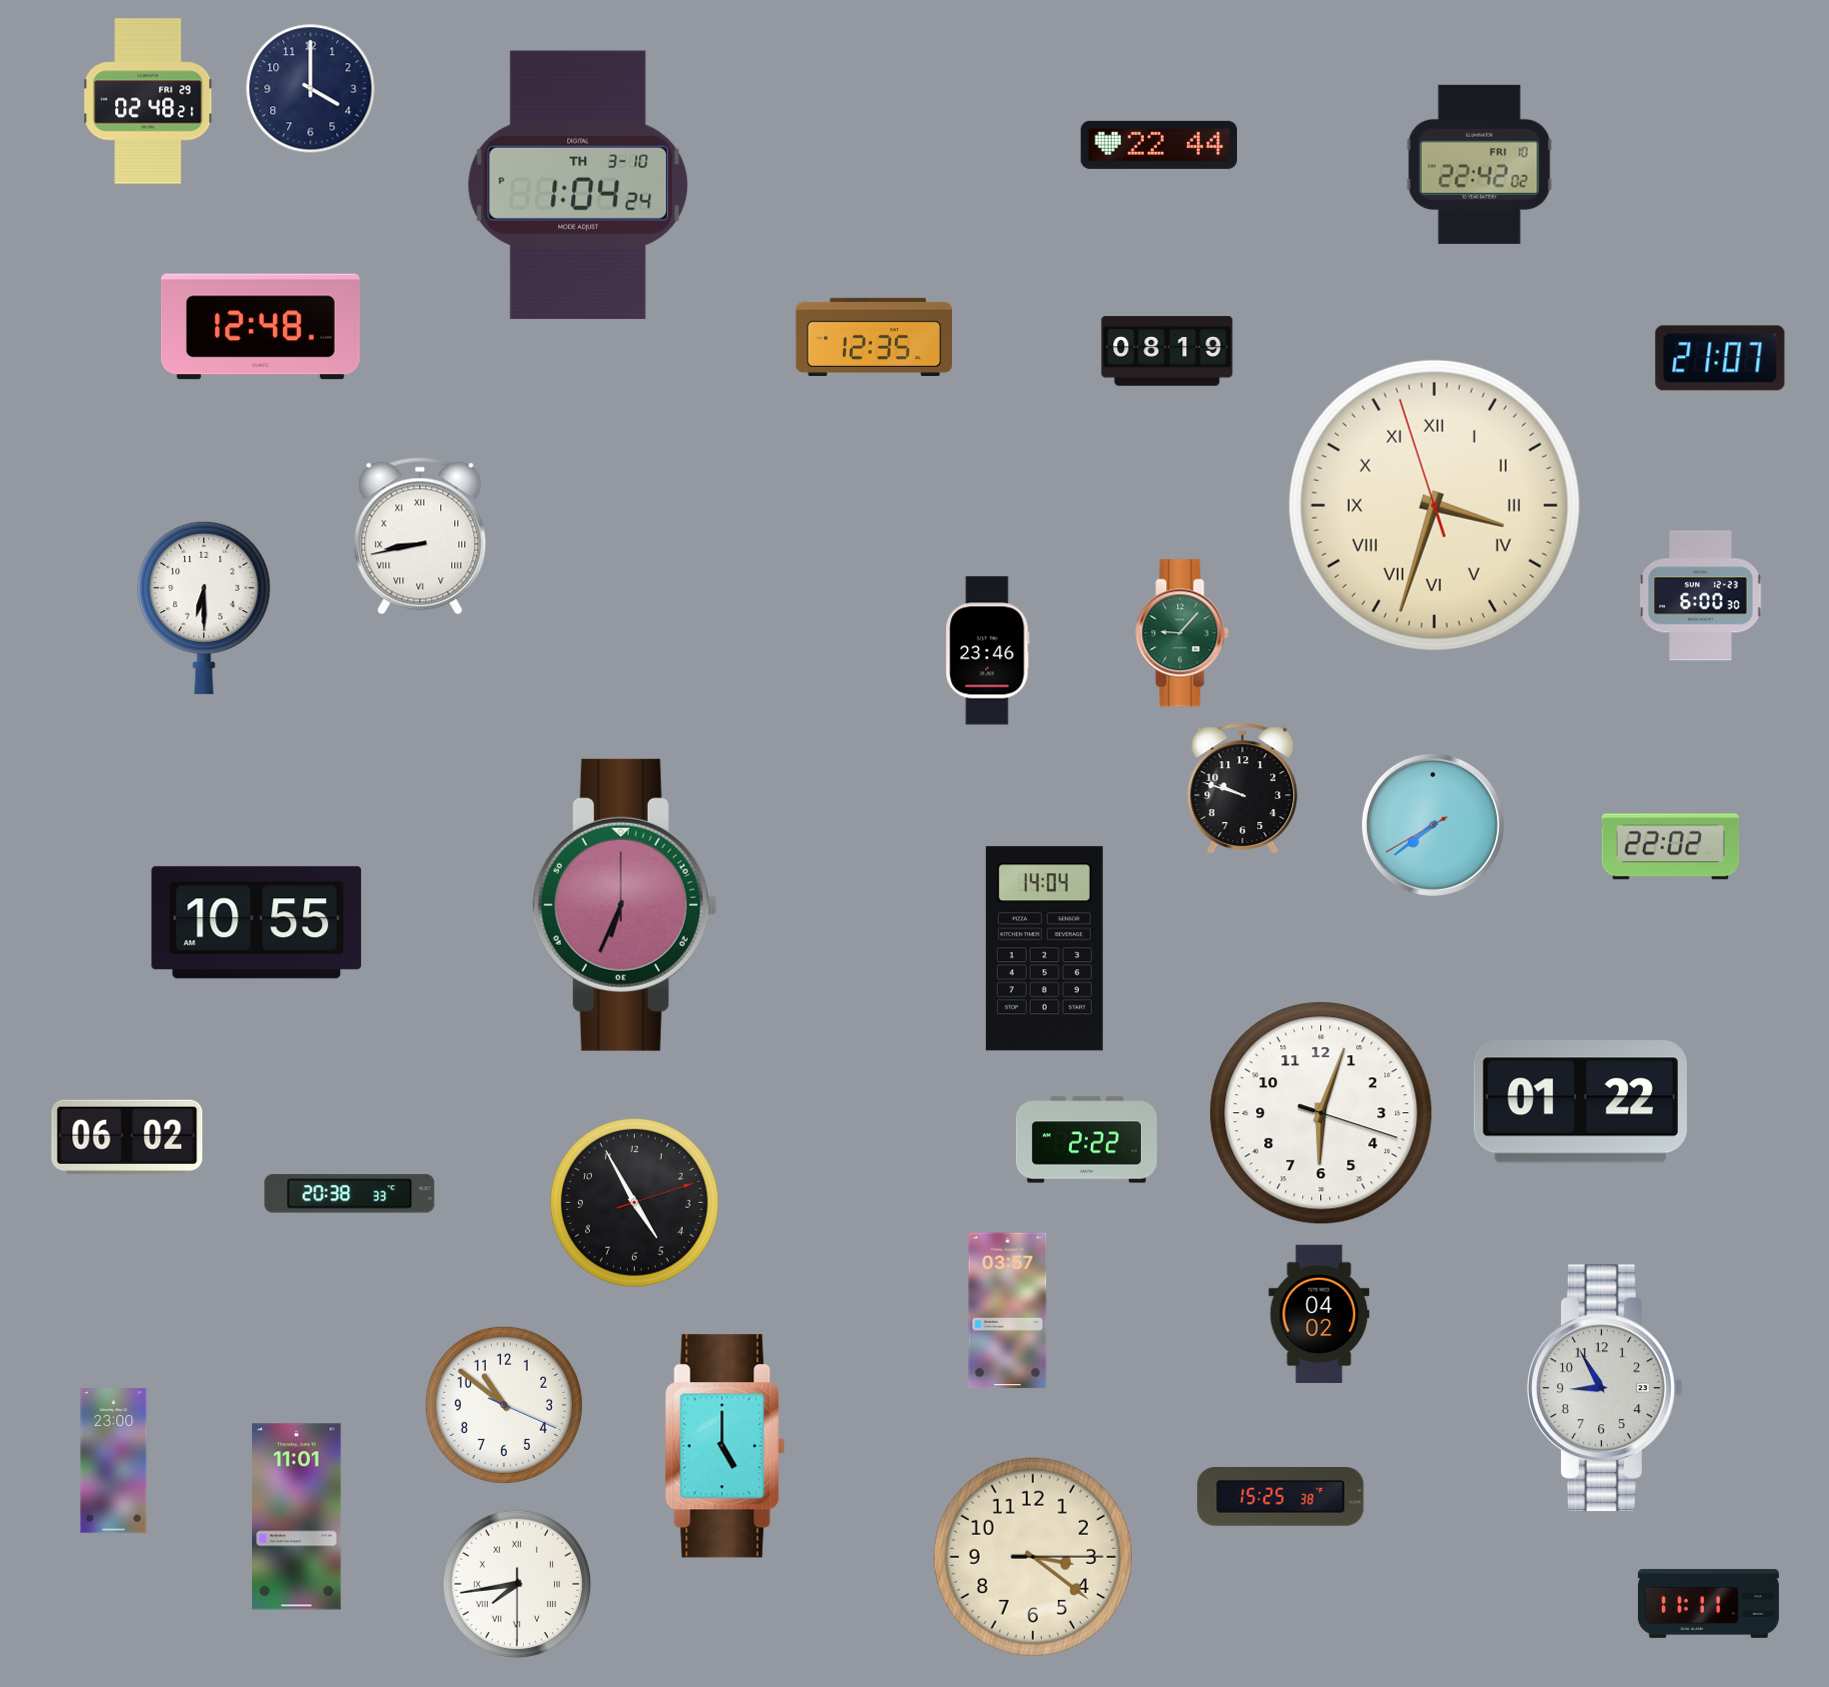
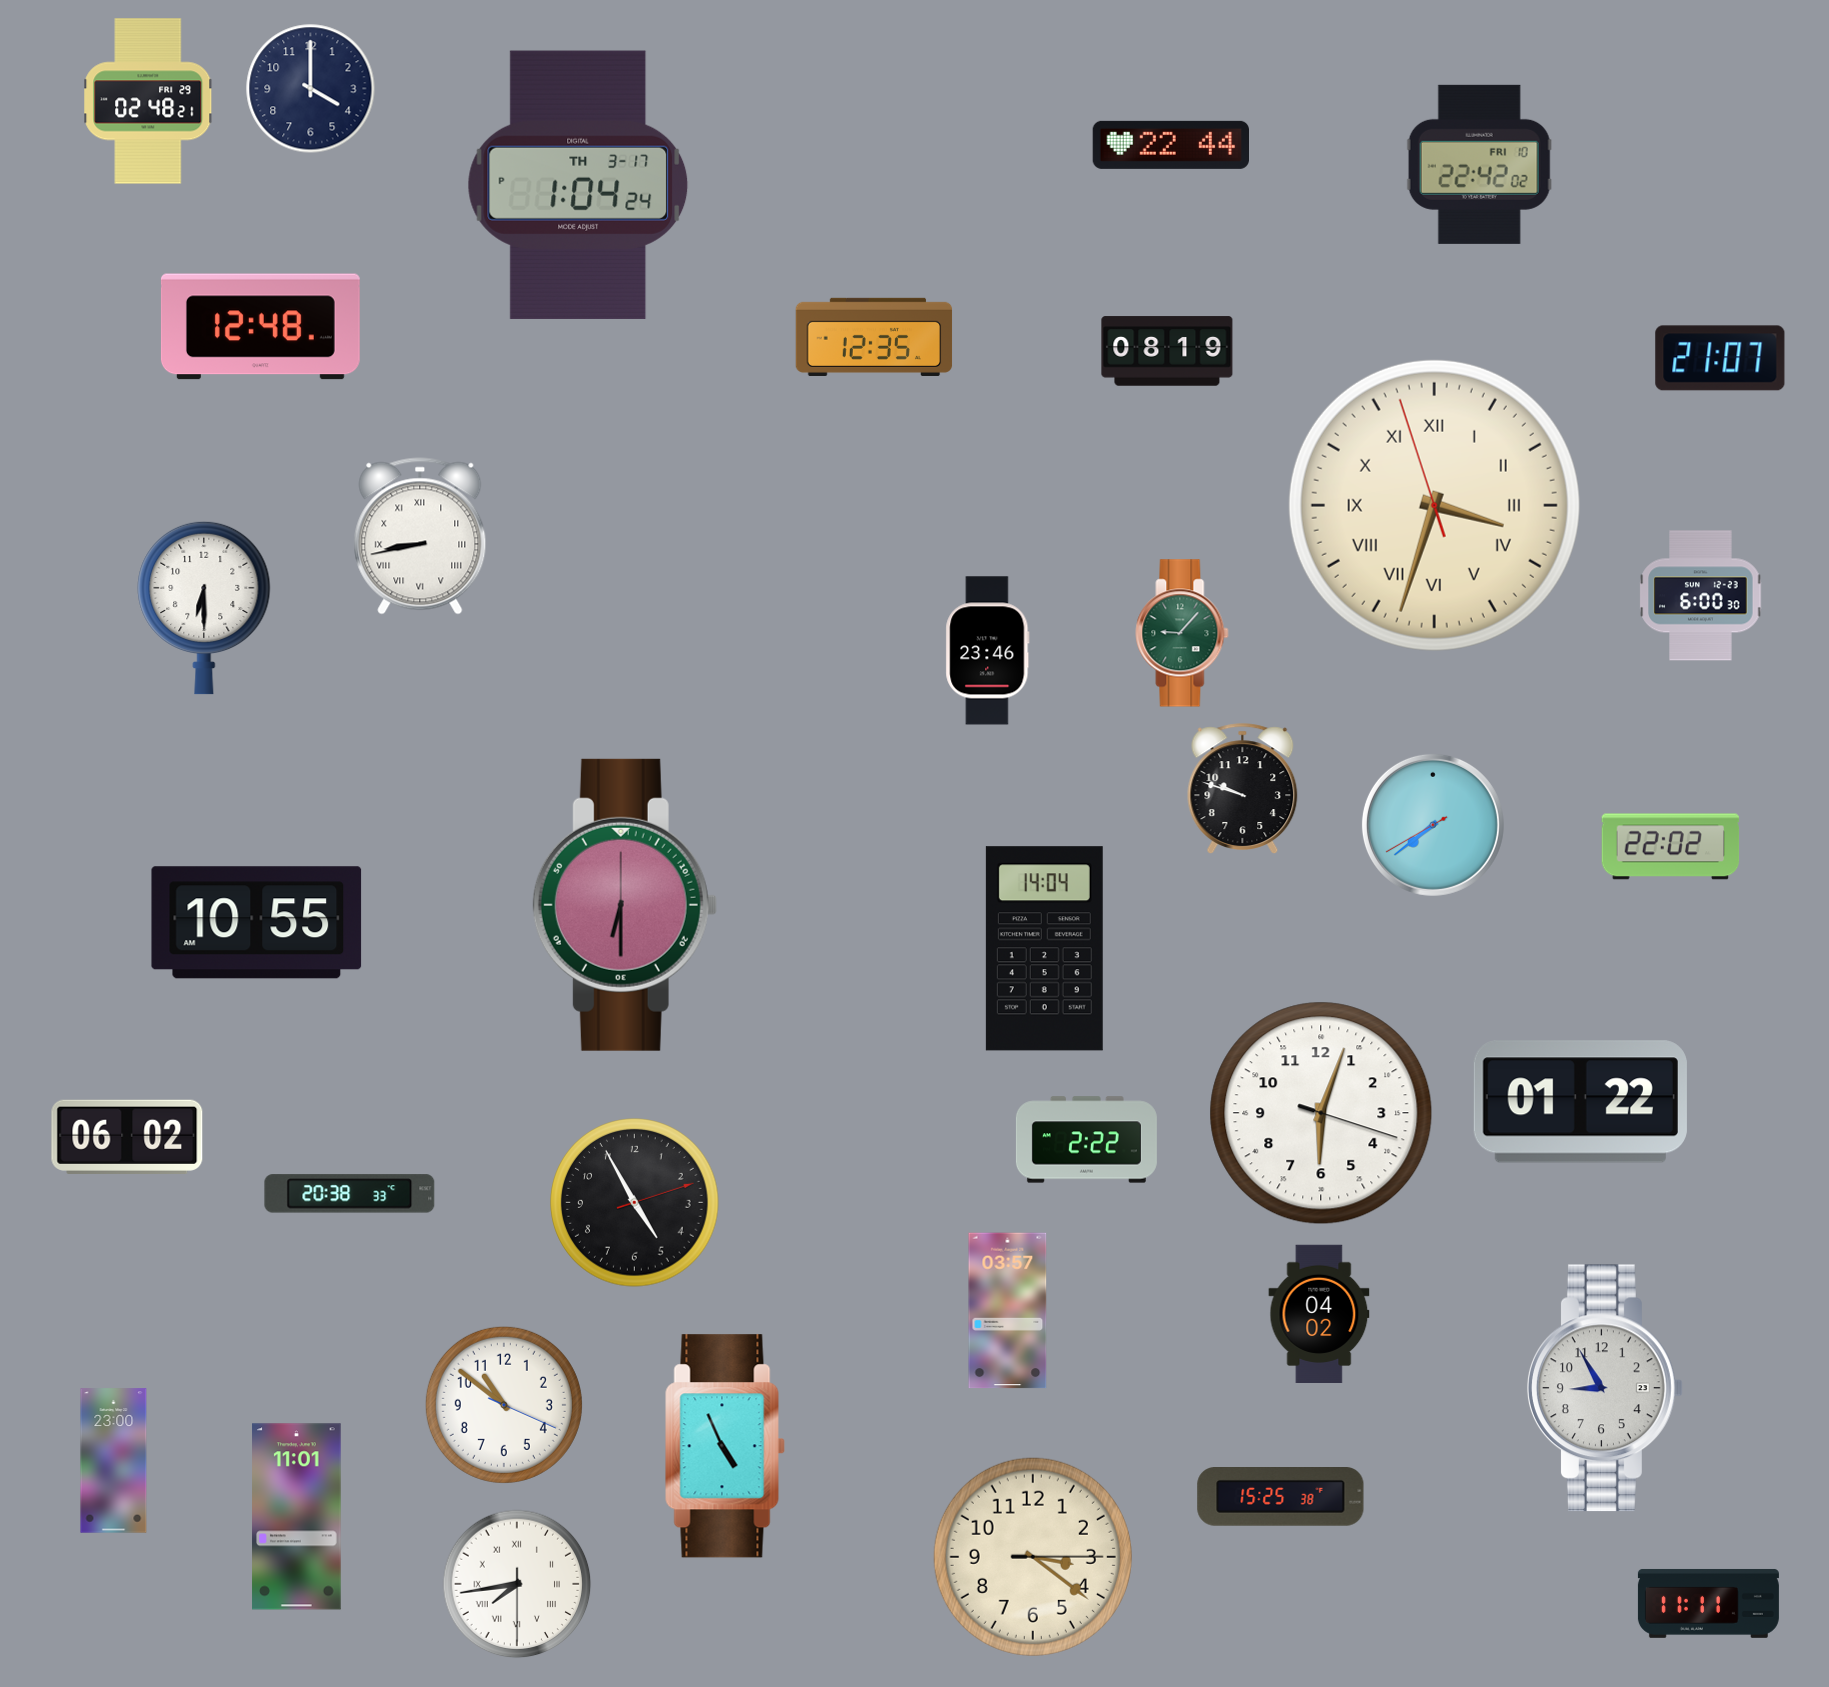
clock at (1158, 145) position: (1158, 145) -> (1170, 145)
clock at (578, 185) date: TH 3-10 -> TH 3-17
clock at (625, 905): 6:34 -> 6:30
clock at (725, 1446): 5:00 -> 4:56
